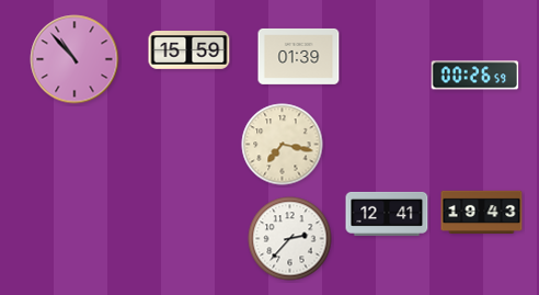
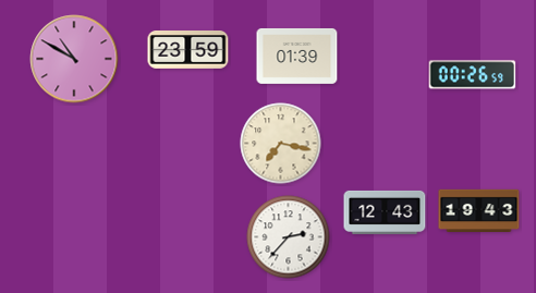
clock at (190, 50): 15:59 -> 23:59
clock at (74, 59): 10:53 -> 10:50
clock at (387, 214): 12:41 -> 12:43
